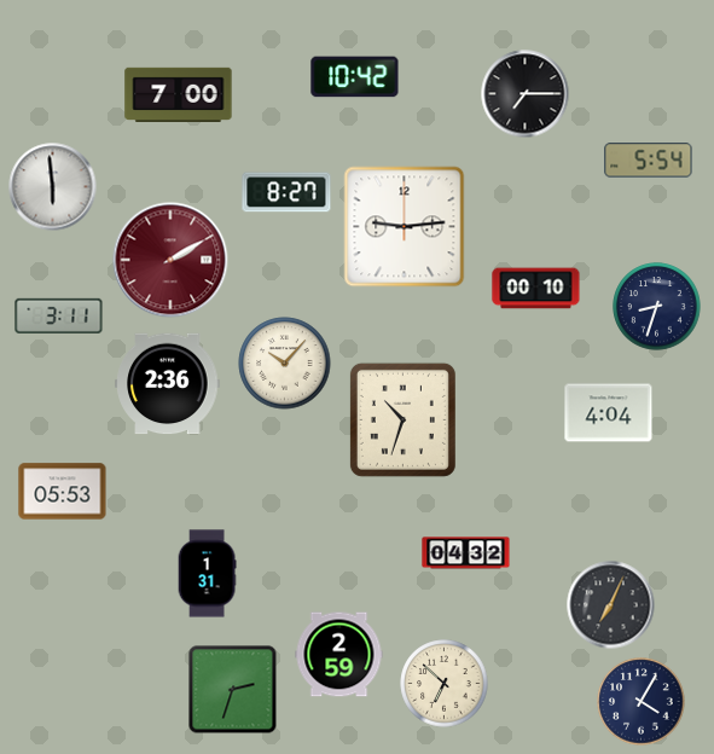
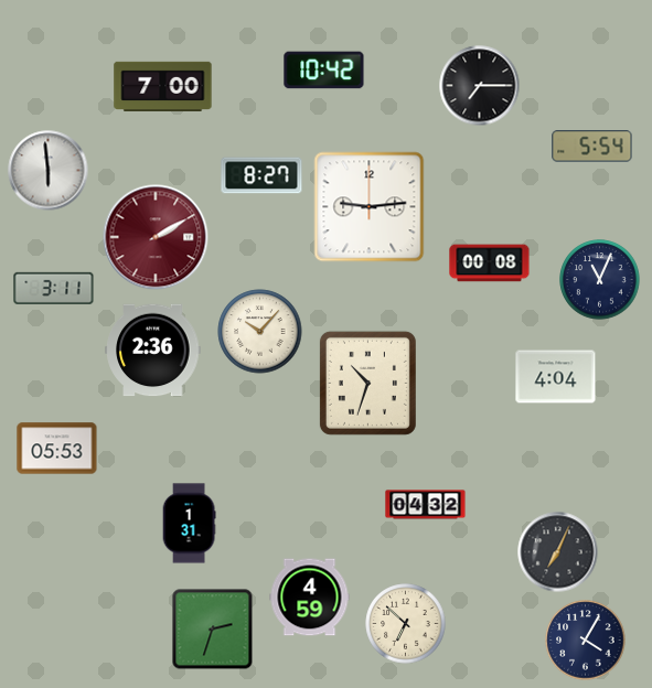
clock at (536, 289): 00:10 -> 00:08
clock at (657, 307): 8:33 -> 11:04
clock at (339, 655): 2:59 -> 4:59
